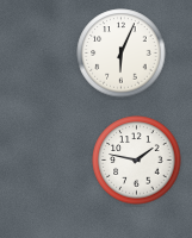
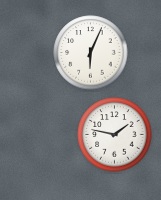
clock at (122, 54) position: (122, 54) -> (91, 53)
